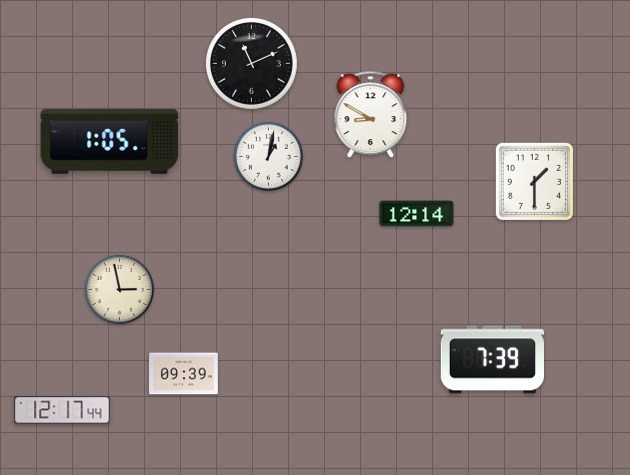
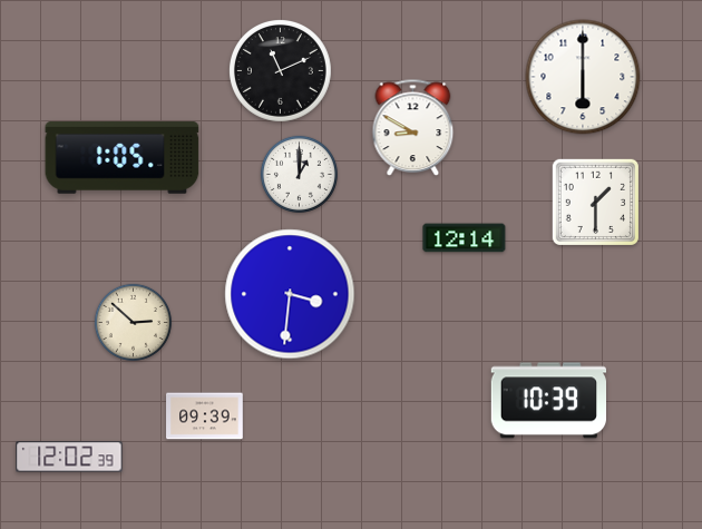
clock at (583, 77): none -> 6:00
clock at (268, 156): 1:02 -> 1:00
clock at (290, 294): none -> 3:31
clock at (119, 289): 2:58 -> 2:52
clock at (492, 360): 7:39 -> 10:39
clock at (62, 410): 12:17 -> 12:02
